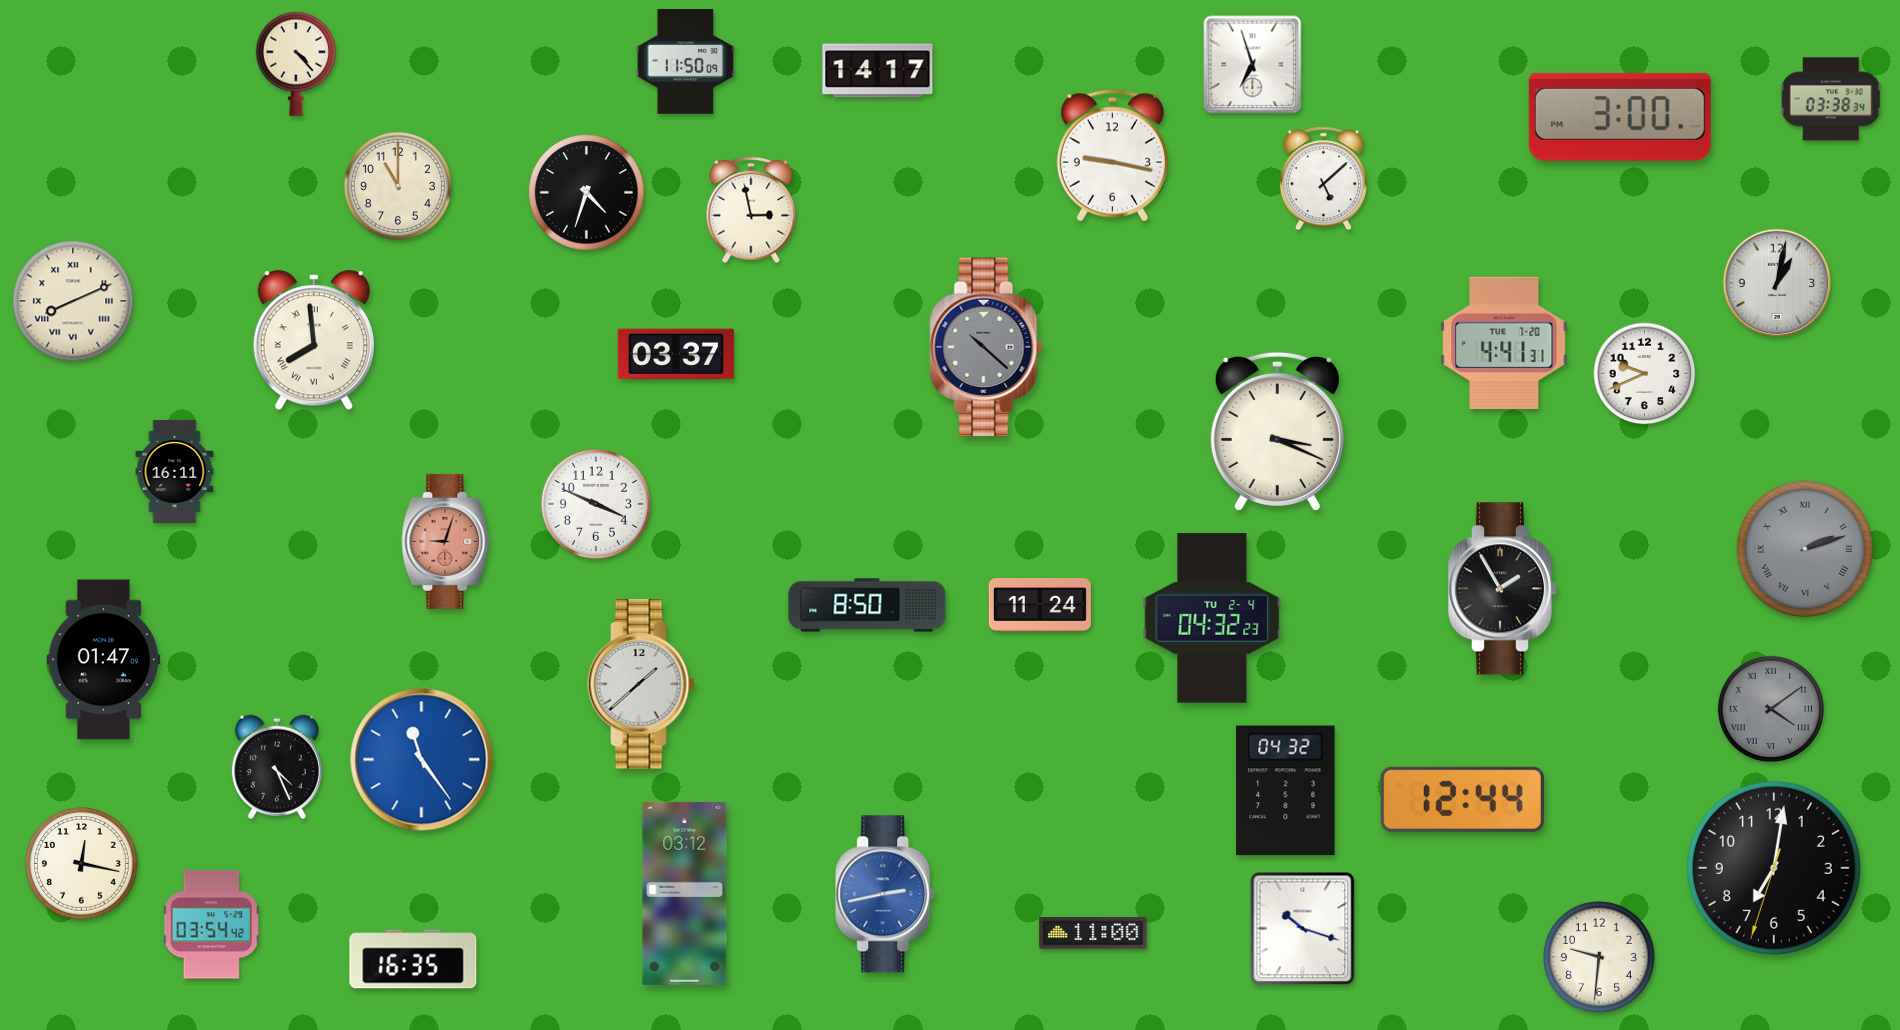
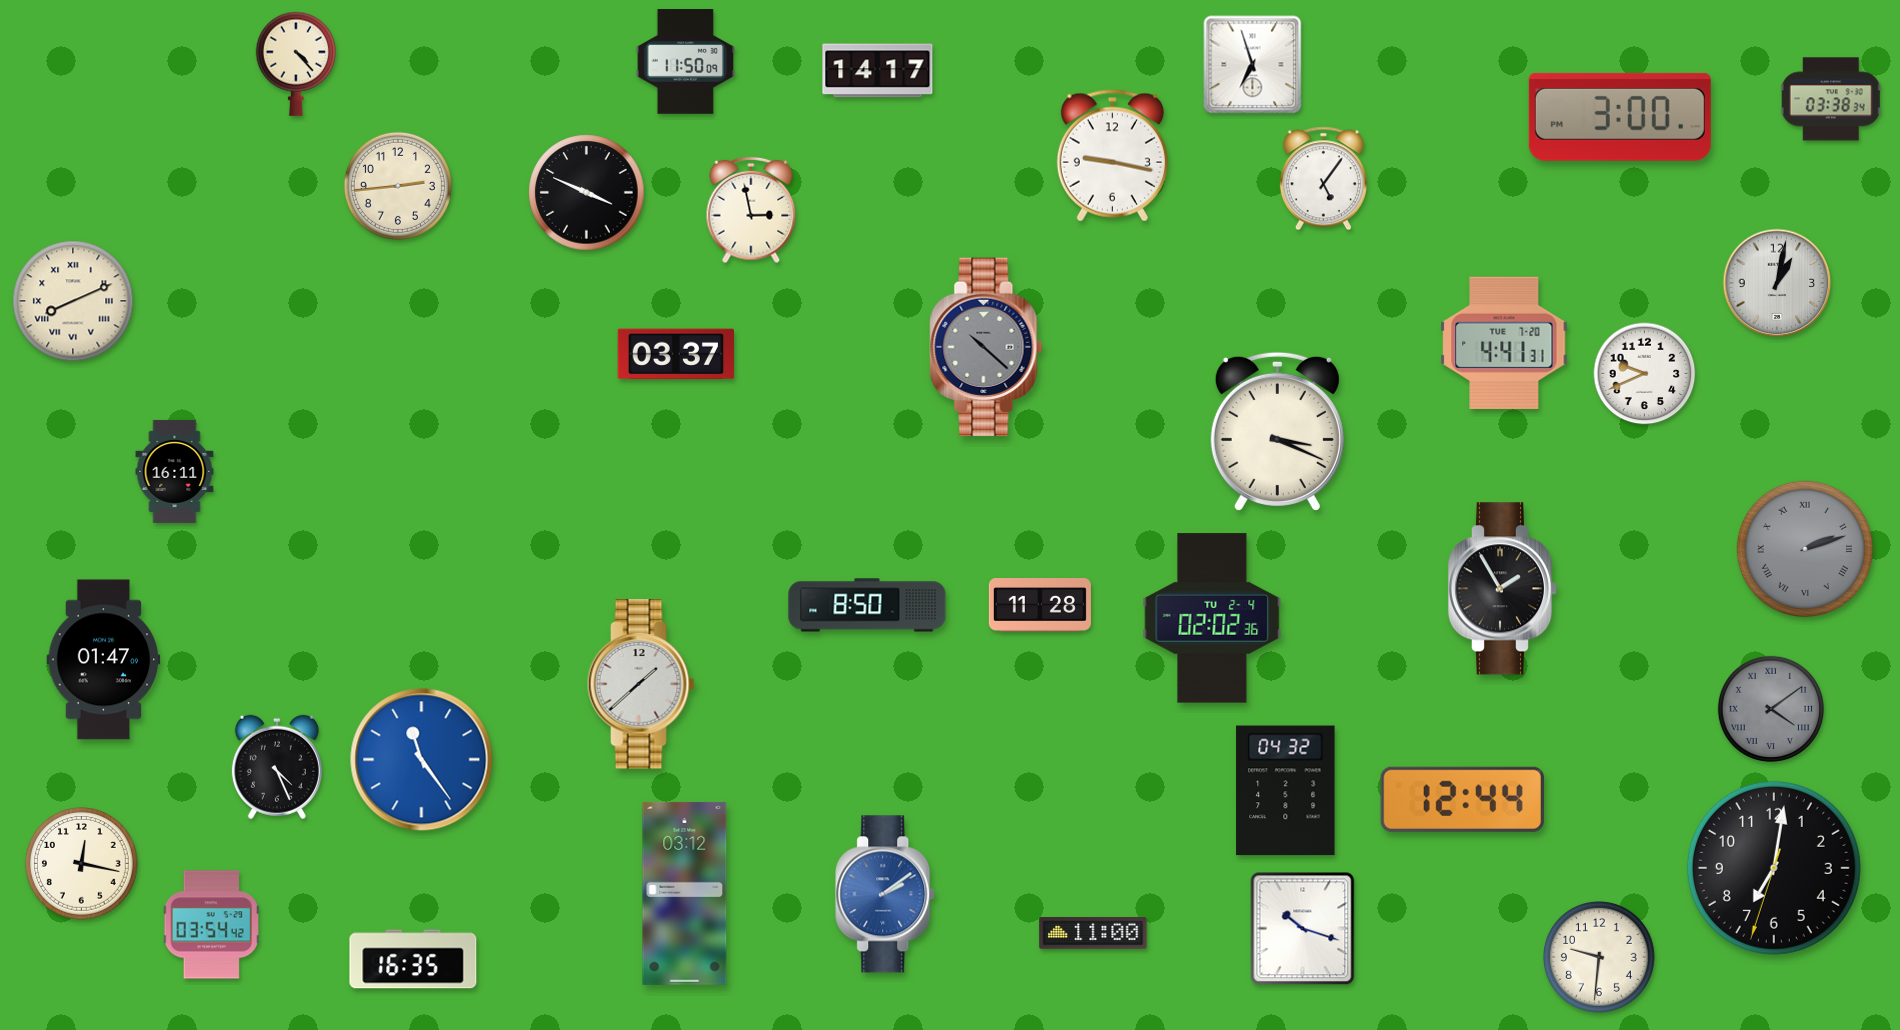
clock at (1323, 179): 5:08 -> 5:06
clock at (398, 186): 11:00 -> 2:44
clock at (587, 193): 4:33 -> 3:49
clock at (314, 341): 7:59 -> none
clock at (596, 504): 3:49 -> none
clock at (446, 541): 9:03 -> none
clock at (1040, 605): 11:24 -> 11:28
clock at (1212, 618): 04:32 -> 02:02
clock at (886, 894): 2:43 -> 2:09
